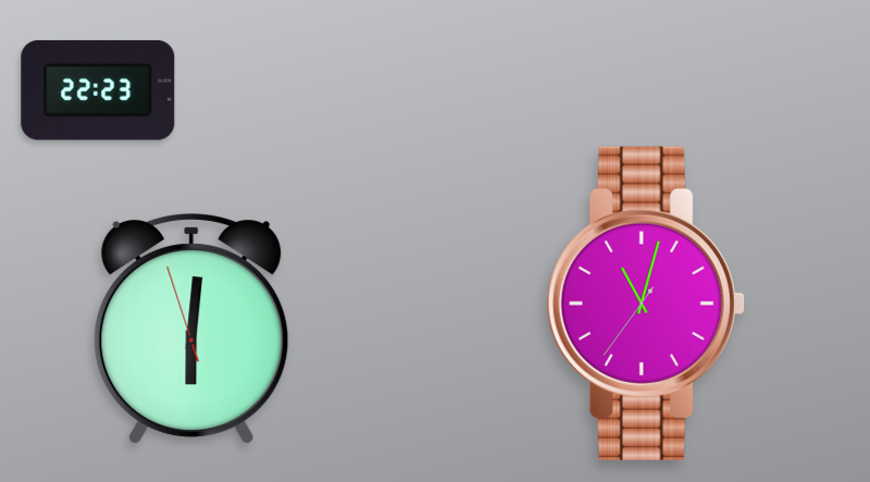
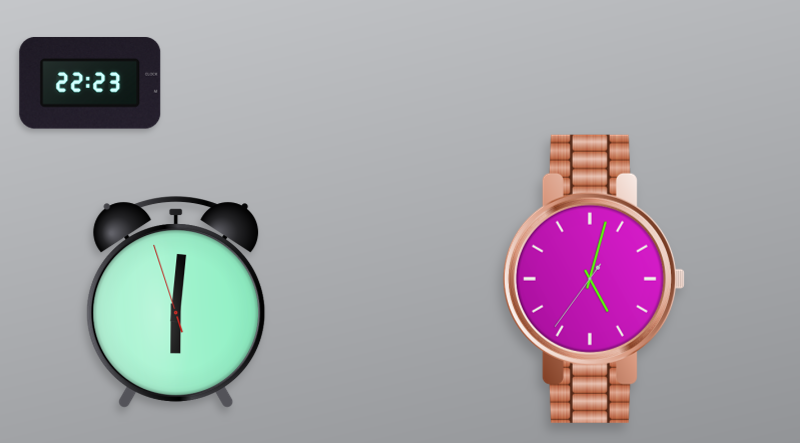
clock at (646, 304): 11:02 -> 5:02
